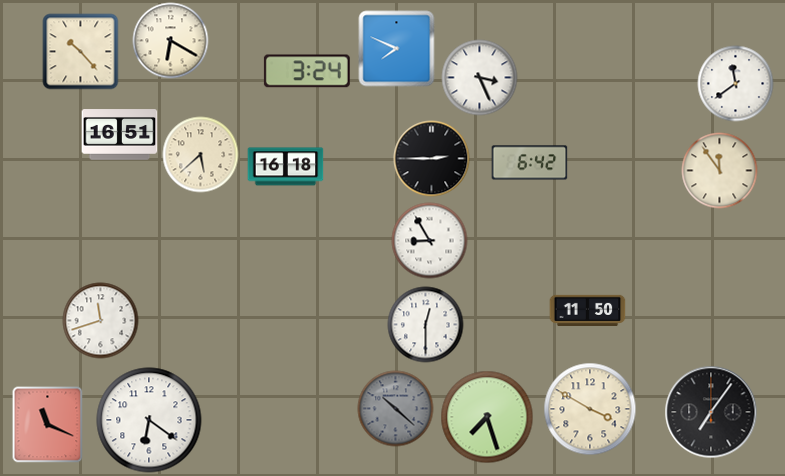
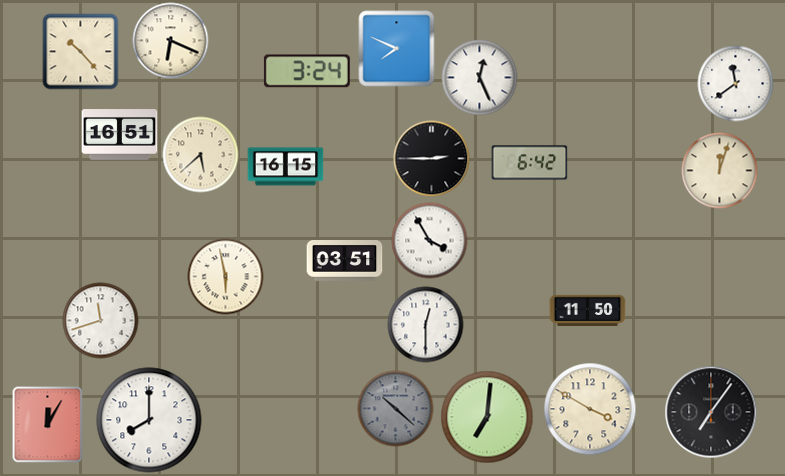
clock at (171, 41): 6:20 -> 6:19
clock at (480, 78): 3:26 -> 12:26
clock at (286, 167): 16:18 -> 16:15
clock at (720, 171): 11:54 -> 12:03
clock at (430, 241): 8:55 -> 3:55
clock at (345, 261): none -> 03:51
clock at (226, 277): none -> 5:58
clock at (487, 417): 7:27 -> 7:01
clock at (149, 420): 6:21 -> 8:00
clock at (48, 425): 11:19 -> 12:05
